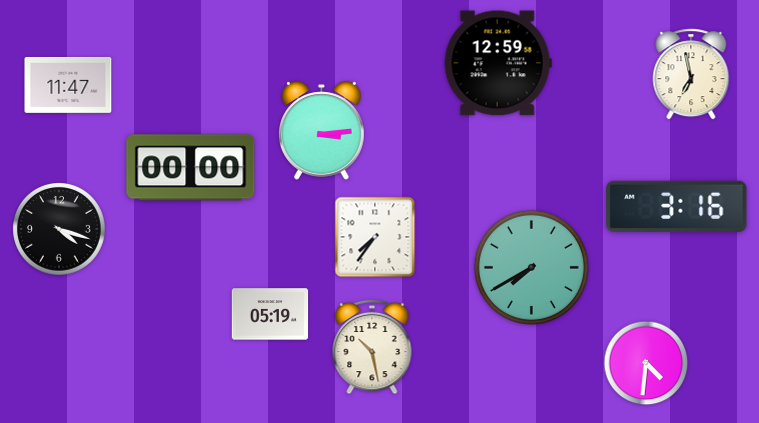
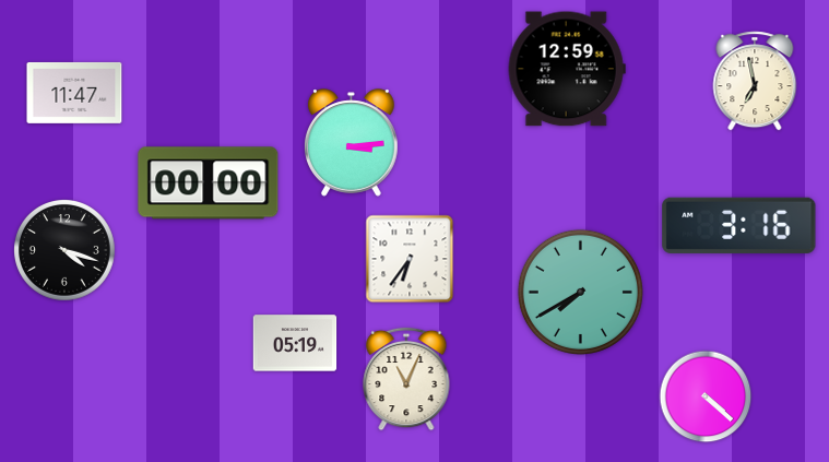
clock at (498, 63) position: (498, 63) -> (567, 69)
clock at (375, 237): 7:36 -> 6:36
clock at (372, 347): 10:28 -> 11:04
clock at (646, 363): 4:31 -> 4:22
